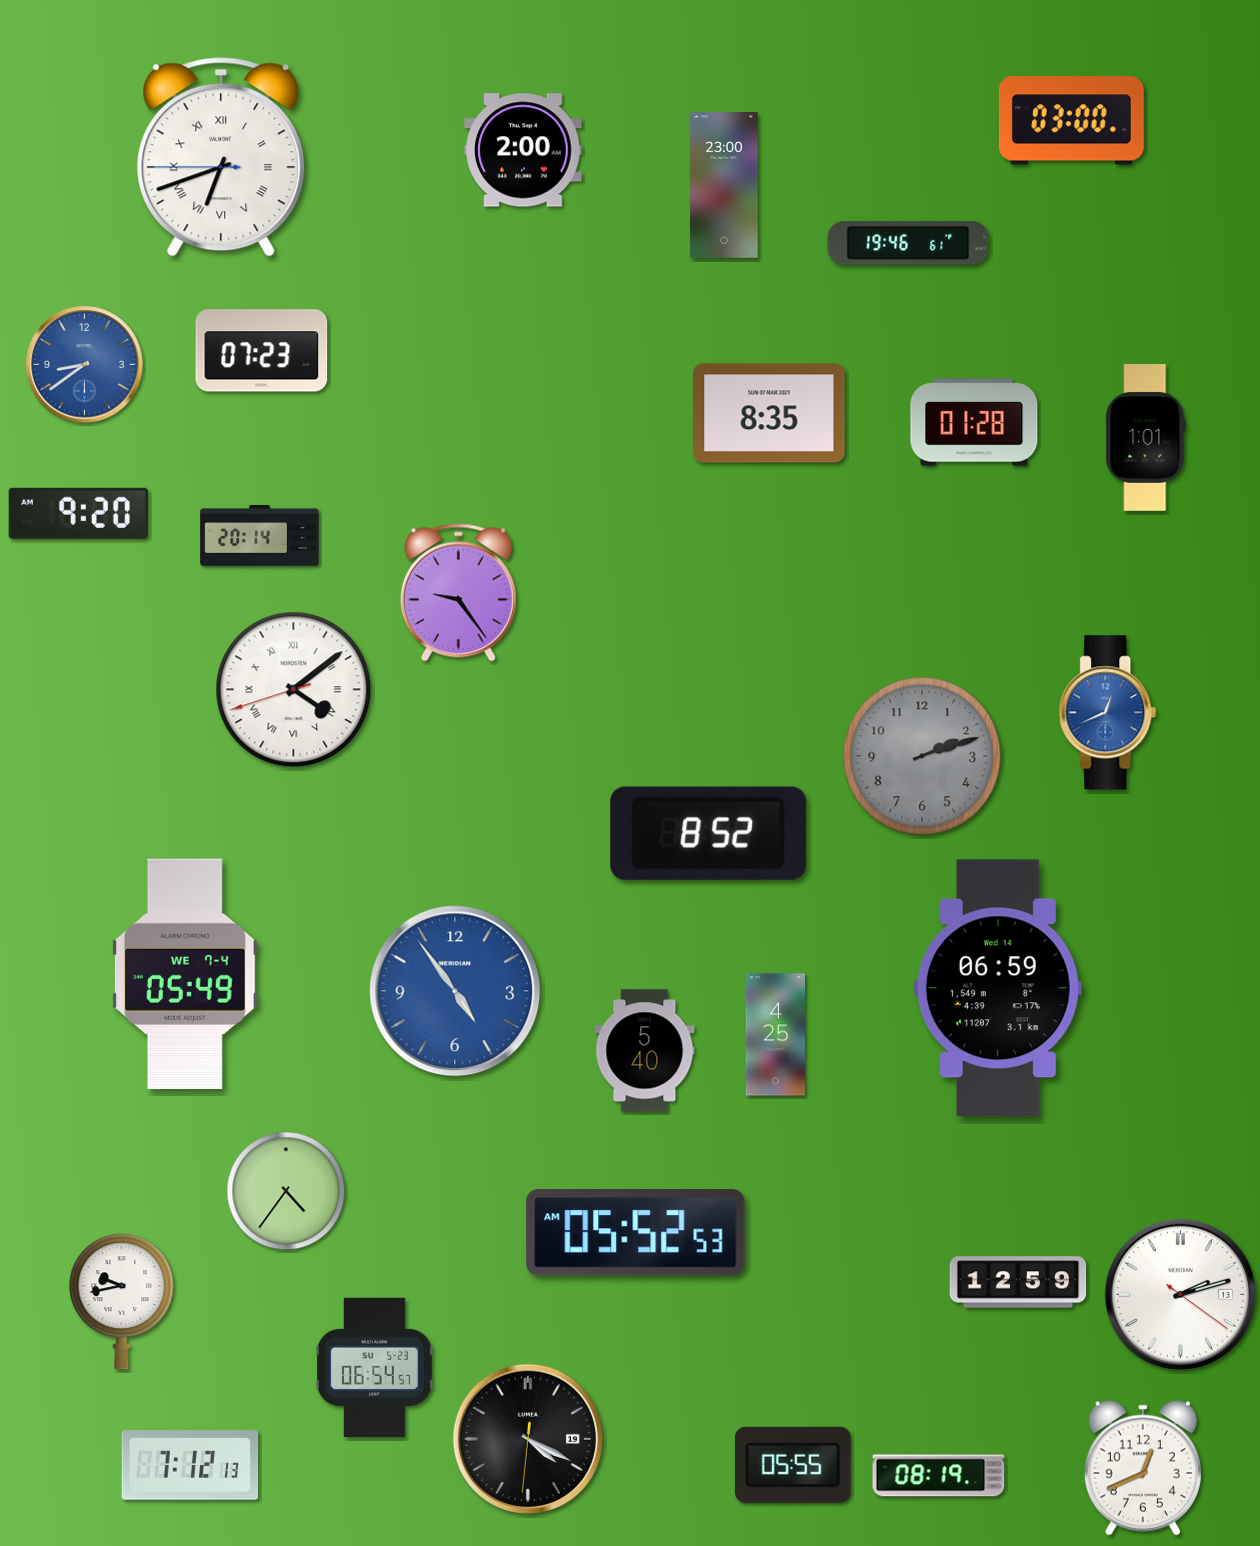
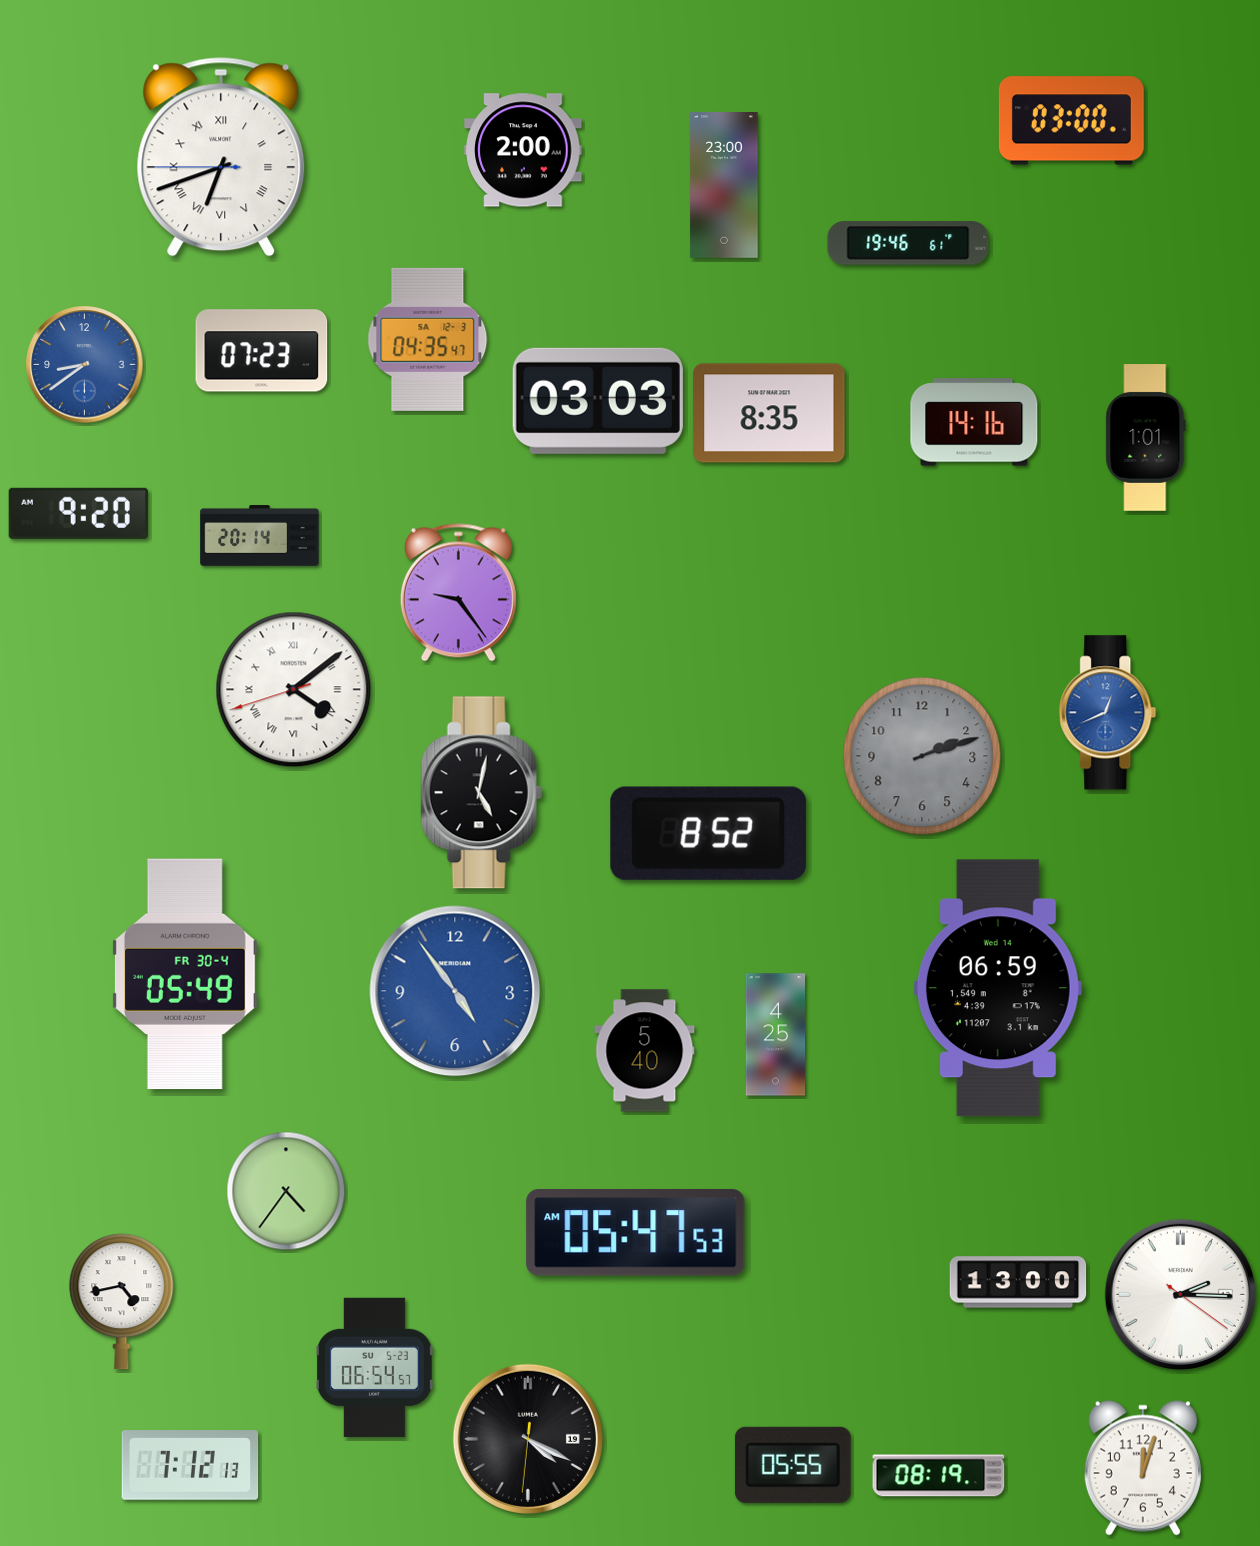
clock at (428, 339): none -> 04:35
clock at (598, 401): none -> 03:03
clock at (974, 422): 01:28 -> 14:16
clock at (481, 793): none -> 5:02
clock at (185, 974) date: WE 7-4 -> FR 30-4
clock at (636, 1233): 05:52 -> 05:47
clock at (1018, 1282): 12:59 -> 13:00
clock at (1180, 1294): 2:12 -> 2:15
clock at (122, 1302): 9:43 -> 4:43
clock at (1143, 1468): 12:41 -> 12:03
